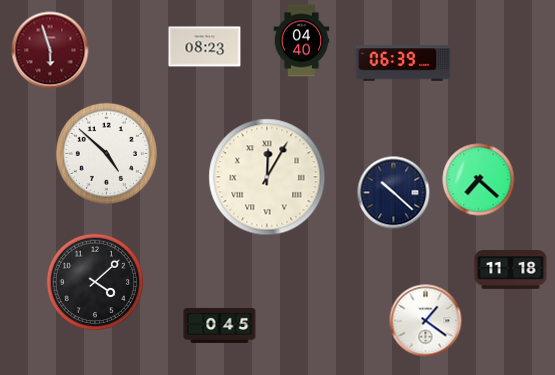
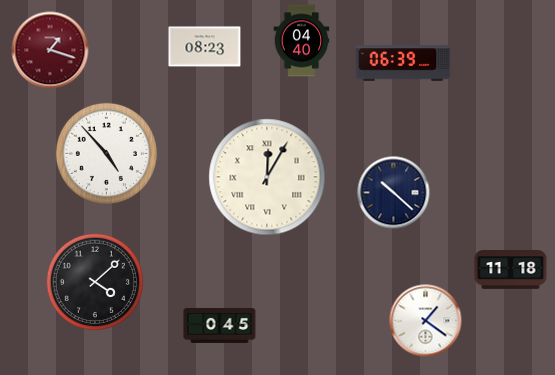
clock at (50, 50): 5:57 -> 1:18
clock at (106, 153): 4:52 -> 4:53
clock at (479, 180): 7:22 -> none
